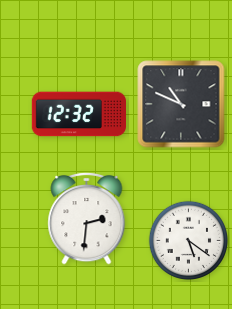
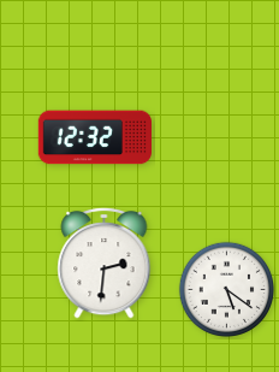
clock at (181, 104): 10:49 -> none
